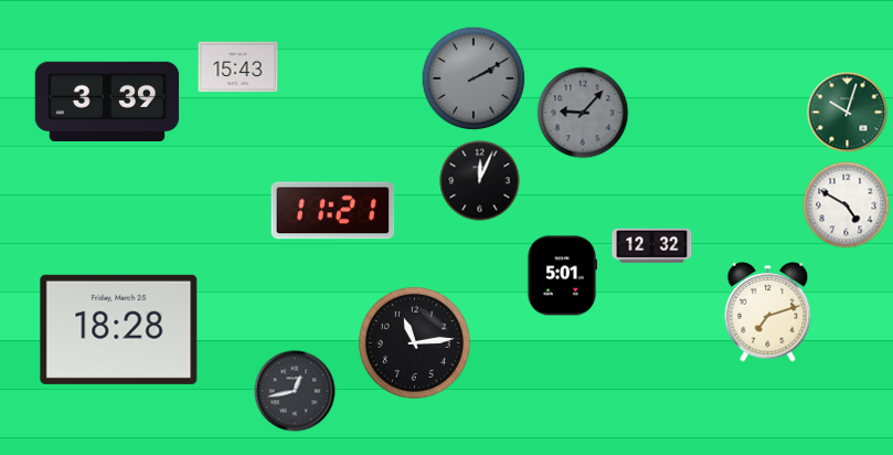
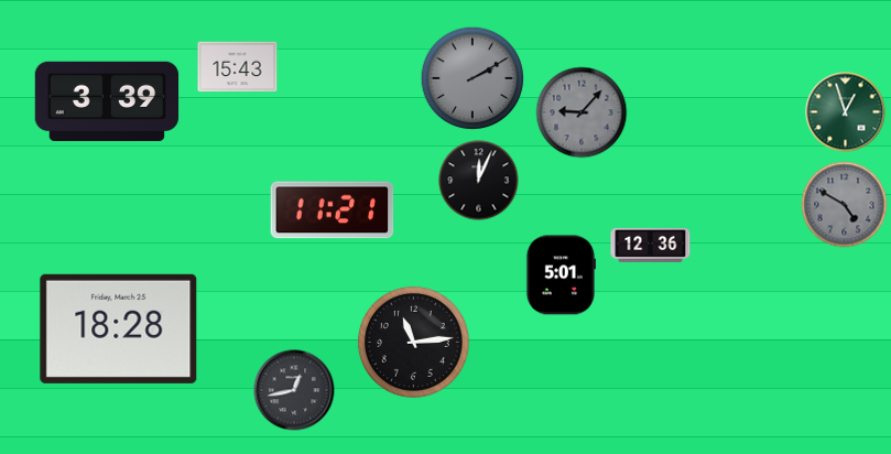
clock at (848, 113): 10:03 -> 12:57
clock at (847, 205) dial: white -> grey
clock at (652, 245): 12:32 -> 12:36
clock at (768, 311): 7:12 -> none
